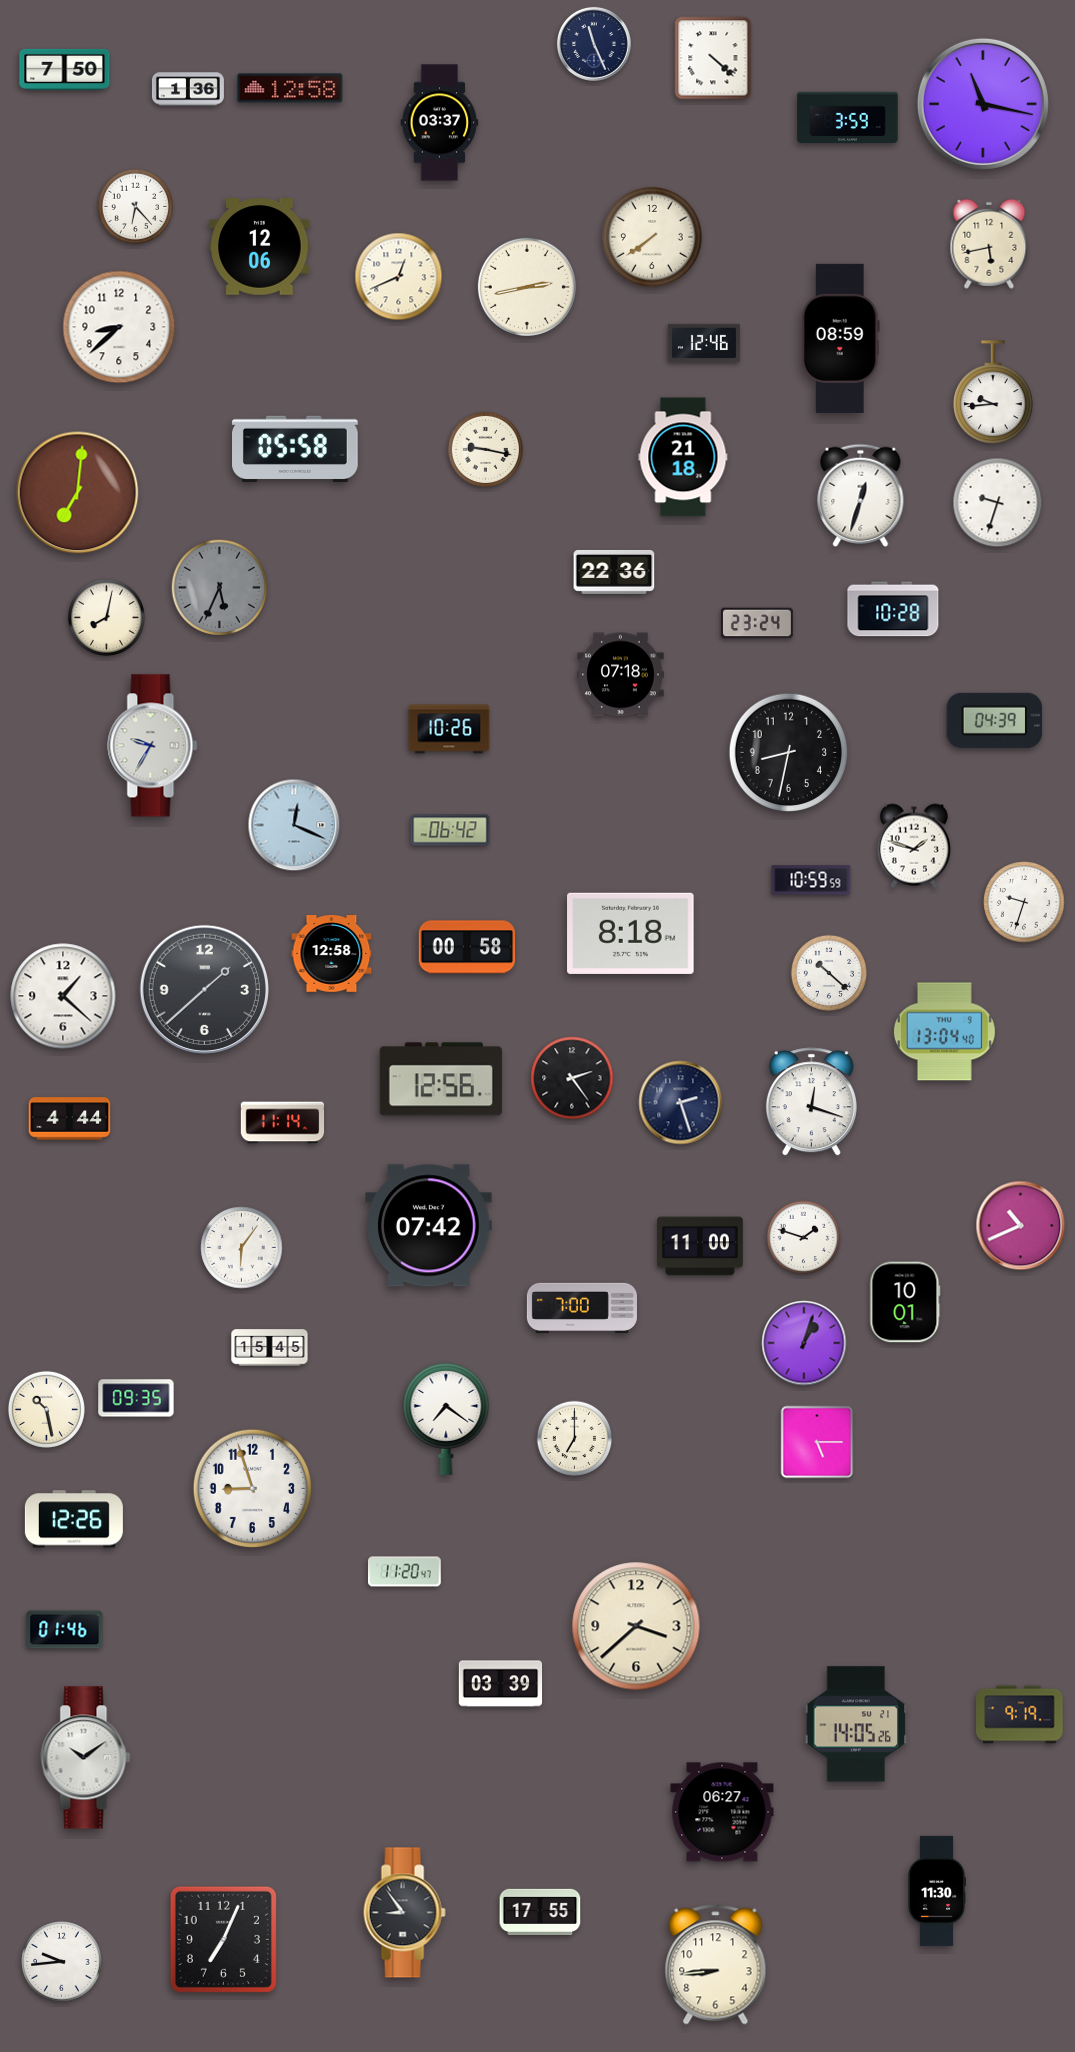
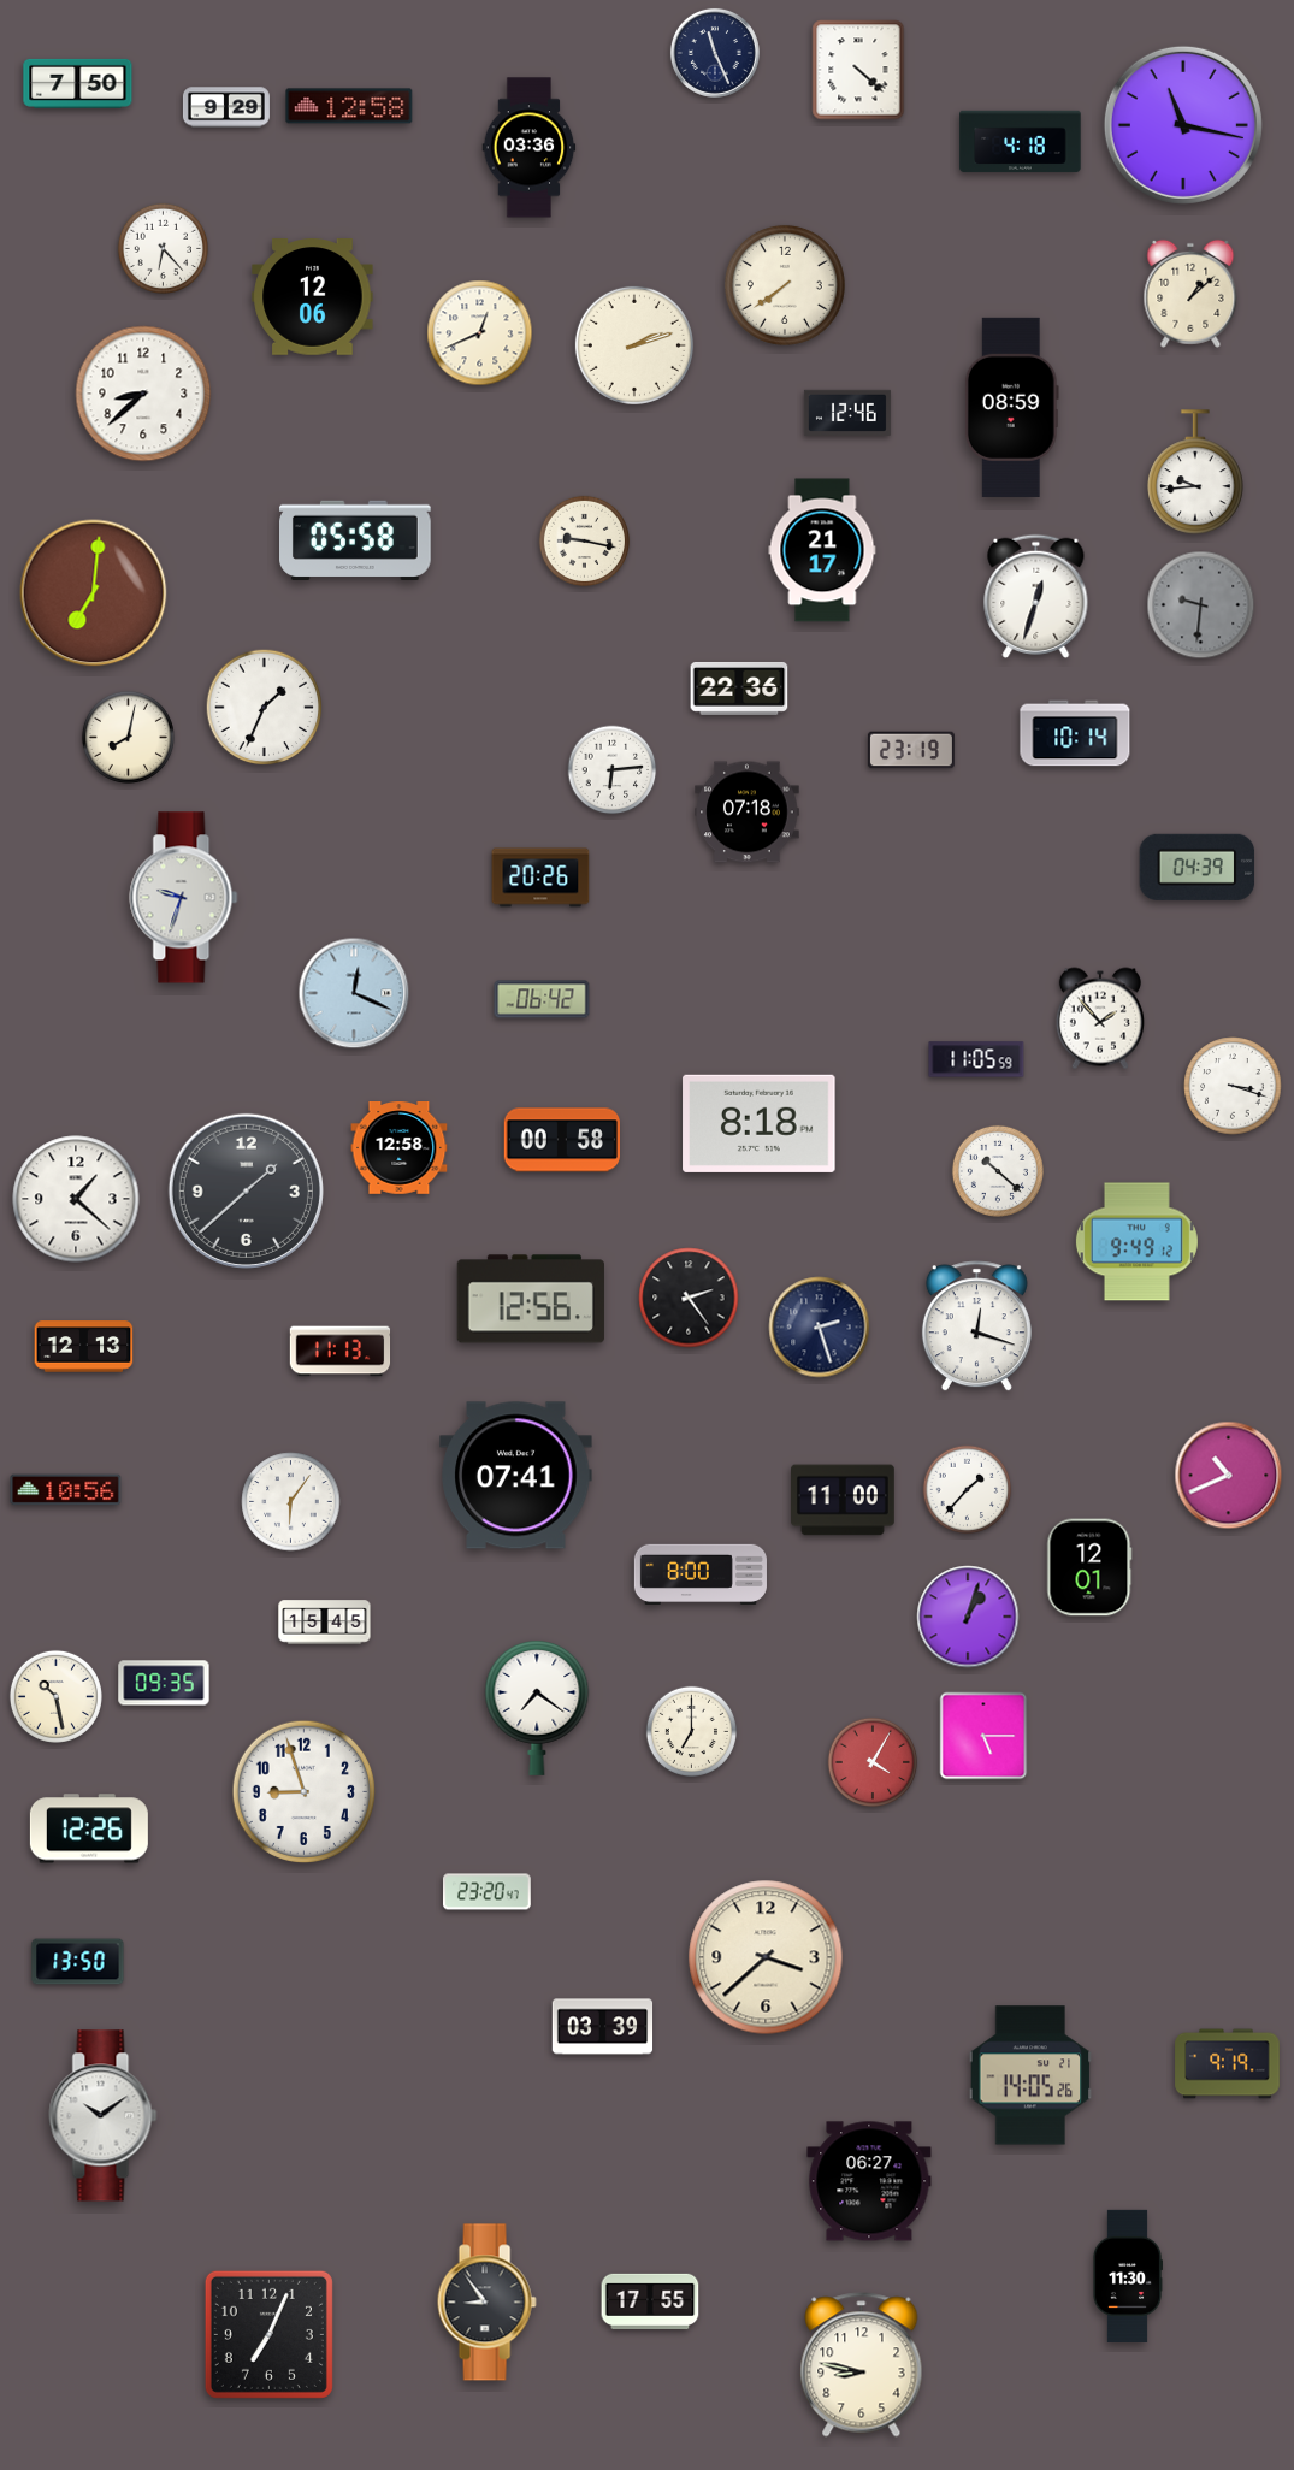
clock at (188, 89): 1:36 -> 9:29
clock at (848, 118): 3:59 -> 4:18
clock at (440, 123): 03:37 -> 03:36
clock at (989, 244): 5:43 -> 1:08
clock at (527, 287): 2:43 -> 2:12
clock at (683, 457): 21:18 -> 21:17
clock at (998, 503): 9:33 -> 9:31
clock at (998, 503) dial: white -> grey
clock at (220, 588): 5:34 -> 1:34
clock at (220, 588) dial: grey -> white
clock at (893, 609): 10:28 -> 10:14
clock at (106, 617) position: (106, 617) -> (128, 737)
clock at (757, 623): 23:24 -> 23:19
clock at (613, 770): none -> 6:14
clock at (449, 729): 10:26 -> 20:26
clock at (153, 746): 9:35 -> 9:33
clock at (788, 752): 8:32 -> none
clock at (914, 846): 1:48 -> 1:53
clock at (811, 880): 10:59 -> 11:05
clock at (1024, 902): 9:33 -> 3:18
clock at (944, 1032): 13:04 -> 9:49
clock at (70, 1119): 4:44 -> 12:13
clock at (283, 1123): 11:14 -> 11:13
clock at (429, 1226): 07:42 -> 07:41
clock at (66, 1490): none -> 10:56
clock at (804, 1238): 1:48 -> 1:37
clock at (905, 1302): 10:01 -> 12:01
clock at (582, 1307): 7:00 -> 8:00
clock at (873, 1762): none -> 4:05
clock at (405, 1572): 11:20 -> 23:20
clock at (65, 1630): 01:46 -> 13:50
clock at (62, 1962): 9:44 -> none
clock at (716, 1965): 8:44 -> 8:47
